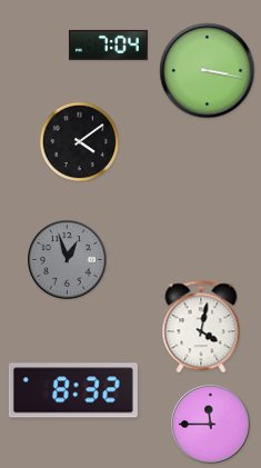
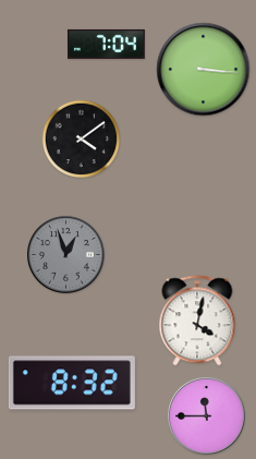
clock at (208, 71): 3:17 -> 3:16
clock at (80, 142) position: (80, 142) -> (82, 140)
